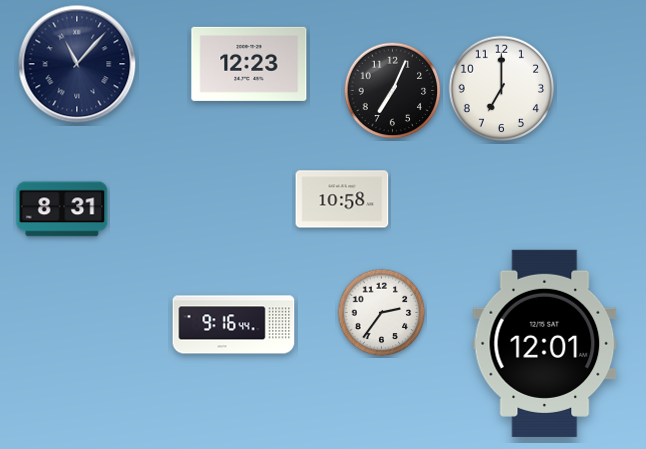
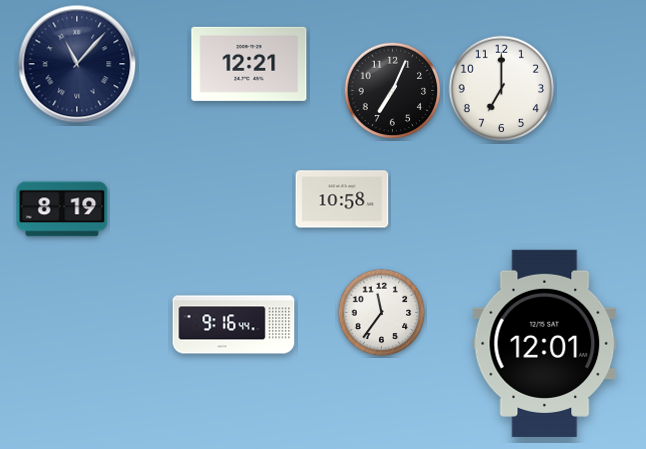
clock at (249, 64): 12:23 -> 12:21
clock at (62, 209): 8:31 -> 8:19
clock at (382, 313): 2:36 -> 11:36
